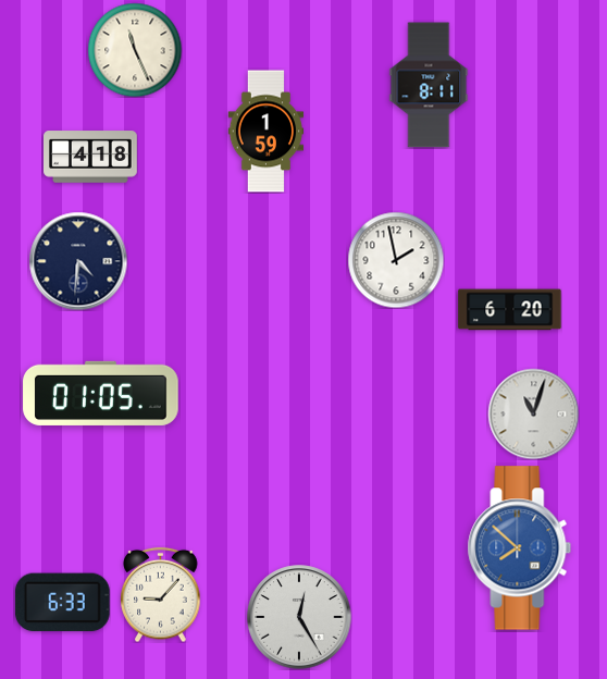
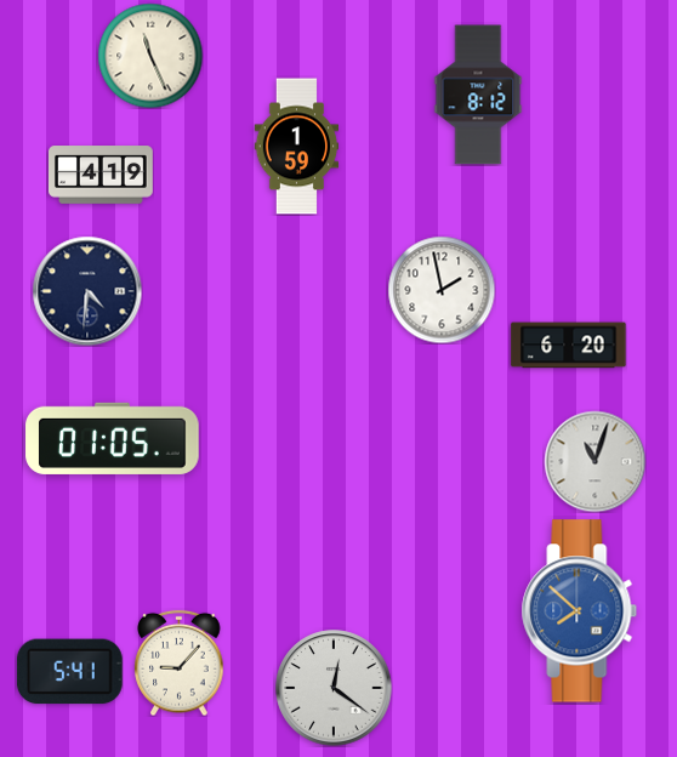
clock at (429, 85): 8:11 -> 8:12
clock at (91, 157): 4:18 -> 4:19
clock at (62, 603): 6:33 -> 5:41
clock at (299, 617): 12:25 -> 12:21
